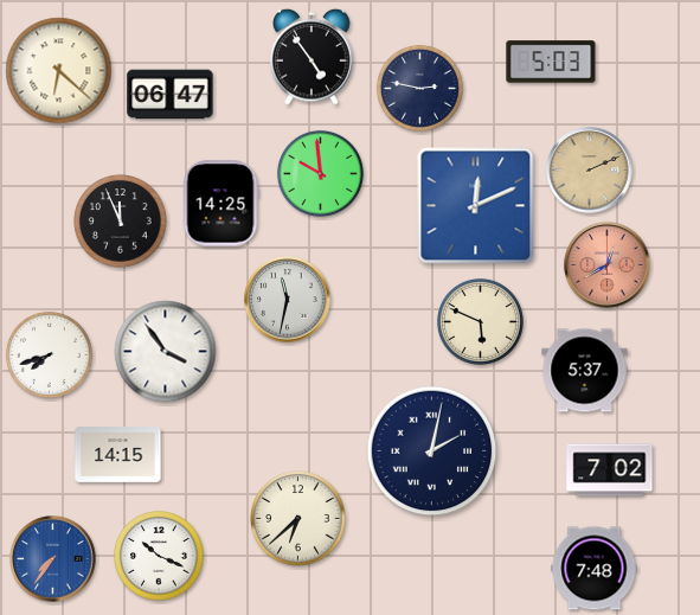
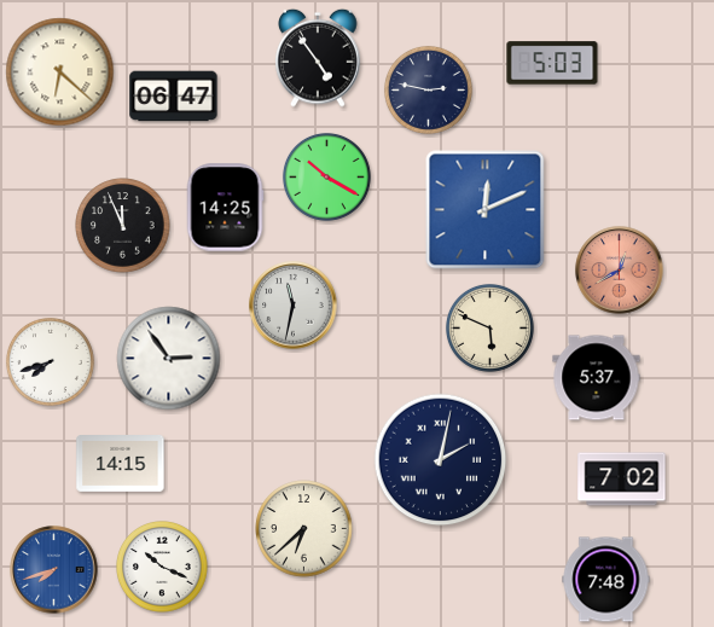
clock at (551, 62) position: (551, 62) -> (552, 63)
clock at (590, 171): 2:11 -> none
clock at (320, 173): 9:59 -> 10:20
clock at (166, 352): 3:54 -> 2:54
clock at (53, 559): 7:36 -> 7:42
